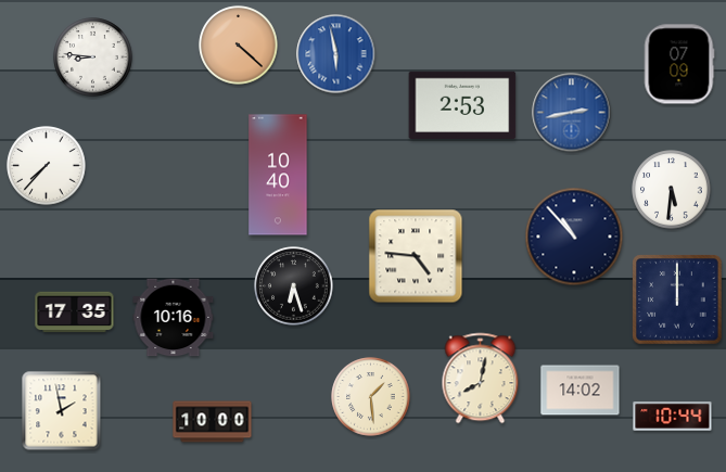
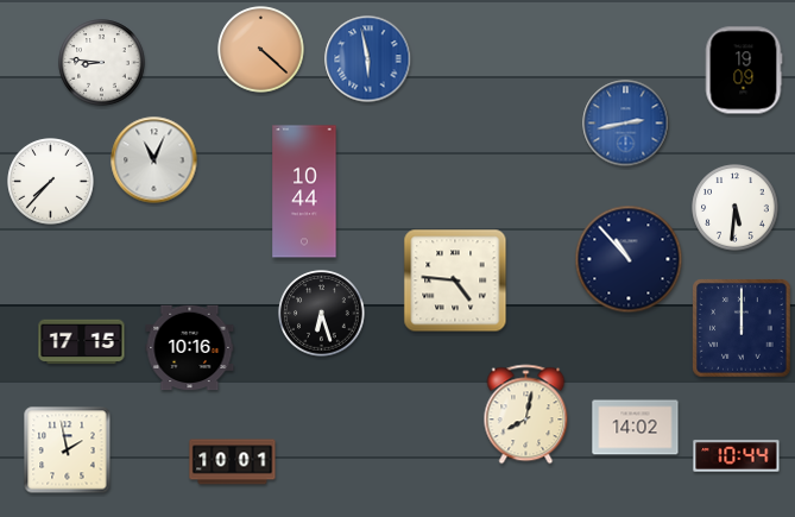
clock at (679, 64): 07:09 -> 19:09
clock at (462, 104): 2:53 -> none
clock at (154, 160): none -> 11:04
clock at (278, 175): 10:40 -> 10:44
clock at (75, 312): 17:35 -> 17:15
clock at (371, 397): 1:29 -> none
clock at (213, 422): 10:00 -> 10:01
